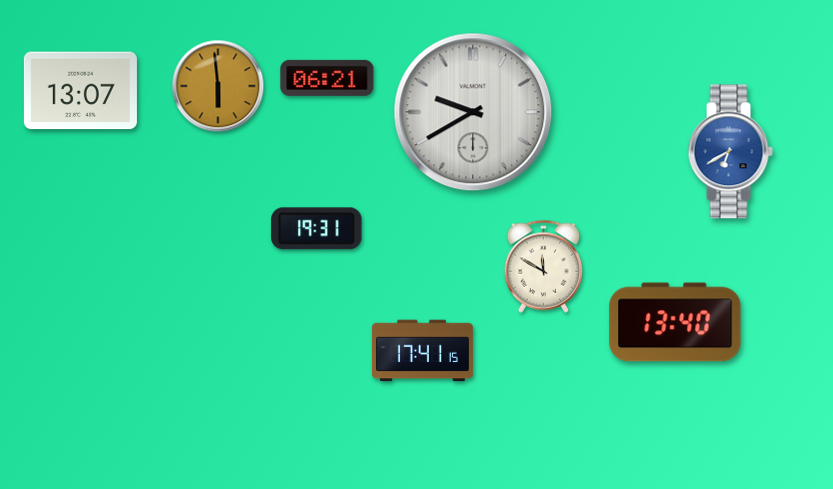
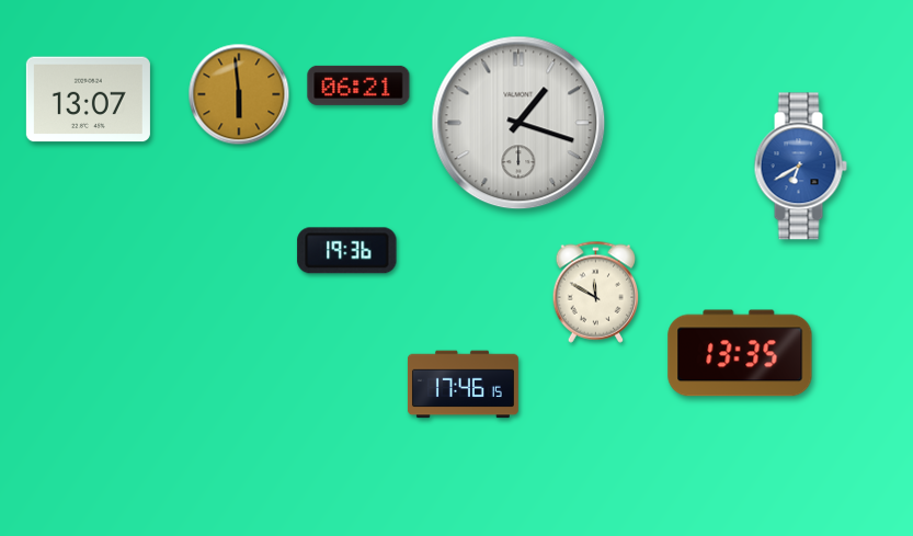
clock at (473, 112): 9:40 -> 1:18
clock at (317, 229): 19:31 -> 19:36
clock at (675, 322): 13:40 -> 13:35
clock at (422, 351): 17:41 -> 17:46
